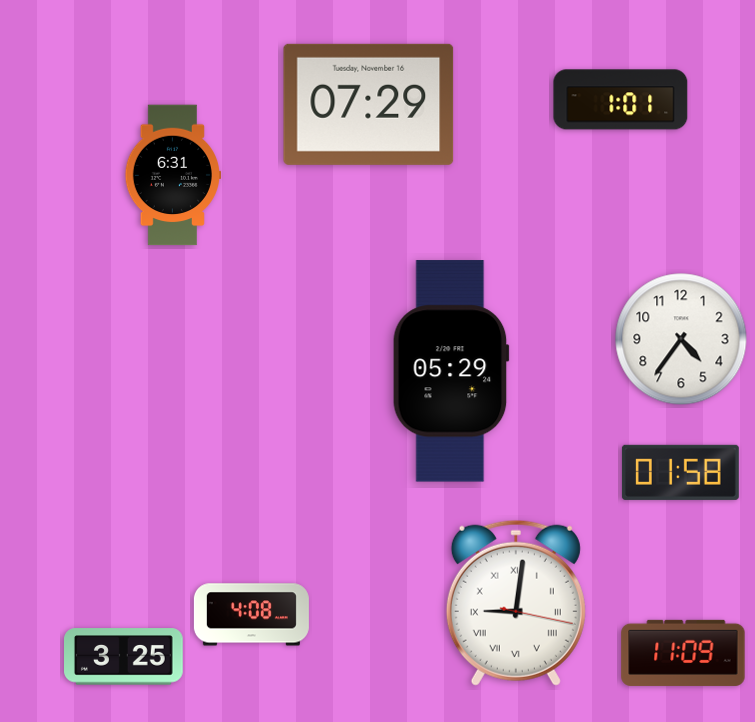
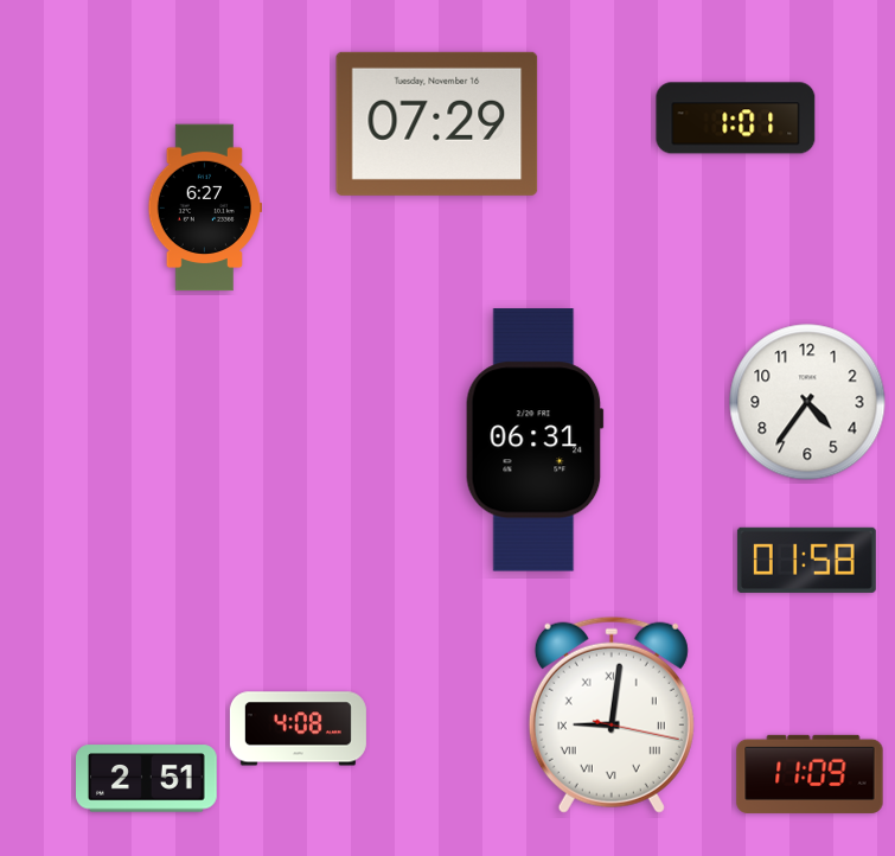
clock at (172, 175): 6:31 -> 6:27
clock at (451, 371): 05:29 -> 06:31
clock at (124, 657): 3:25 -> 2:51
